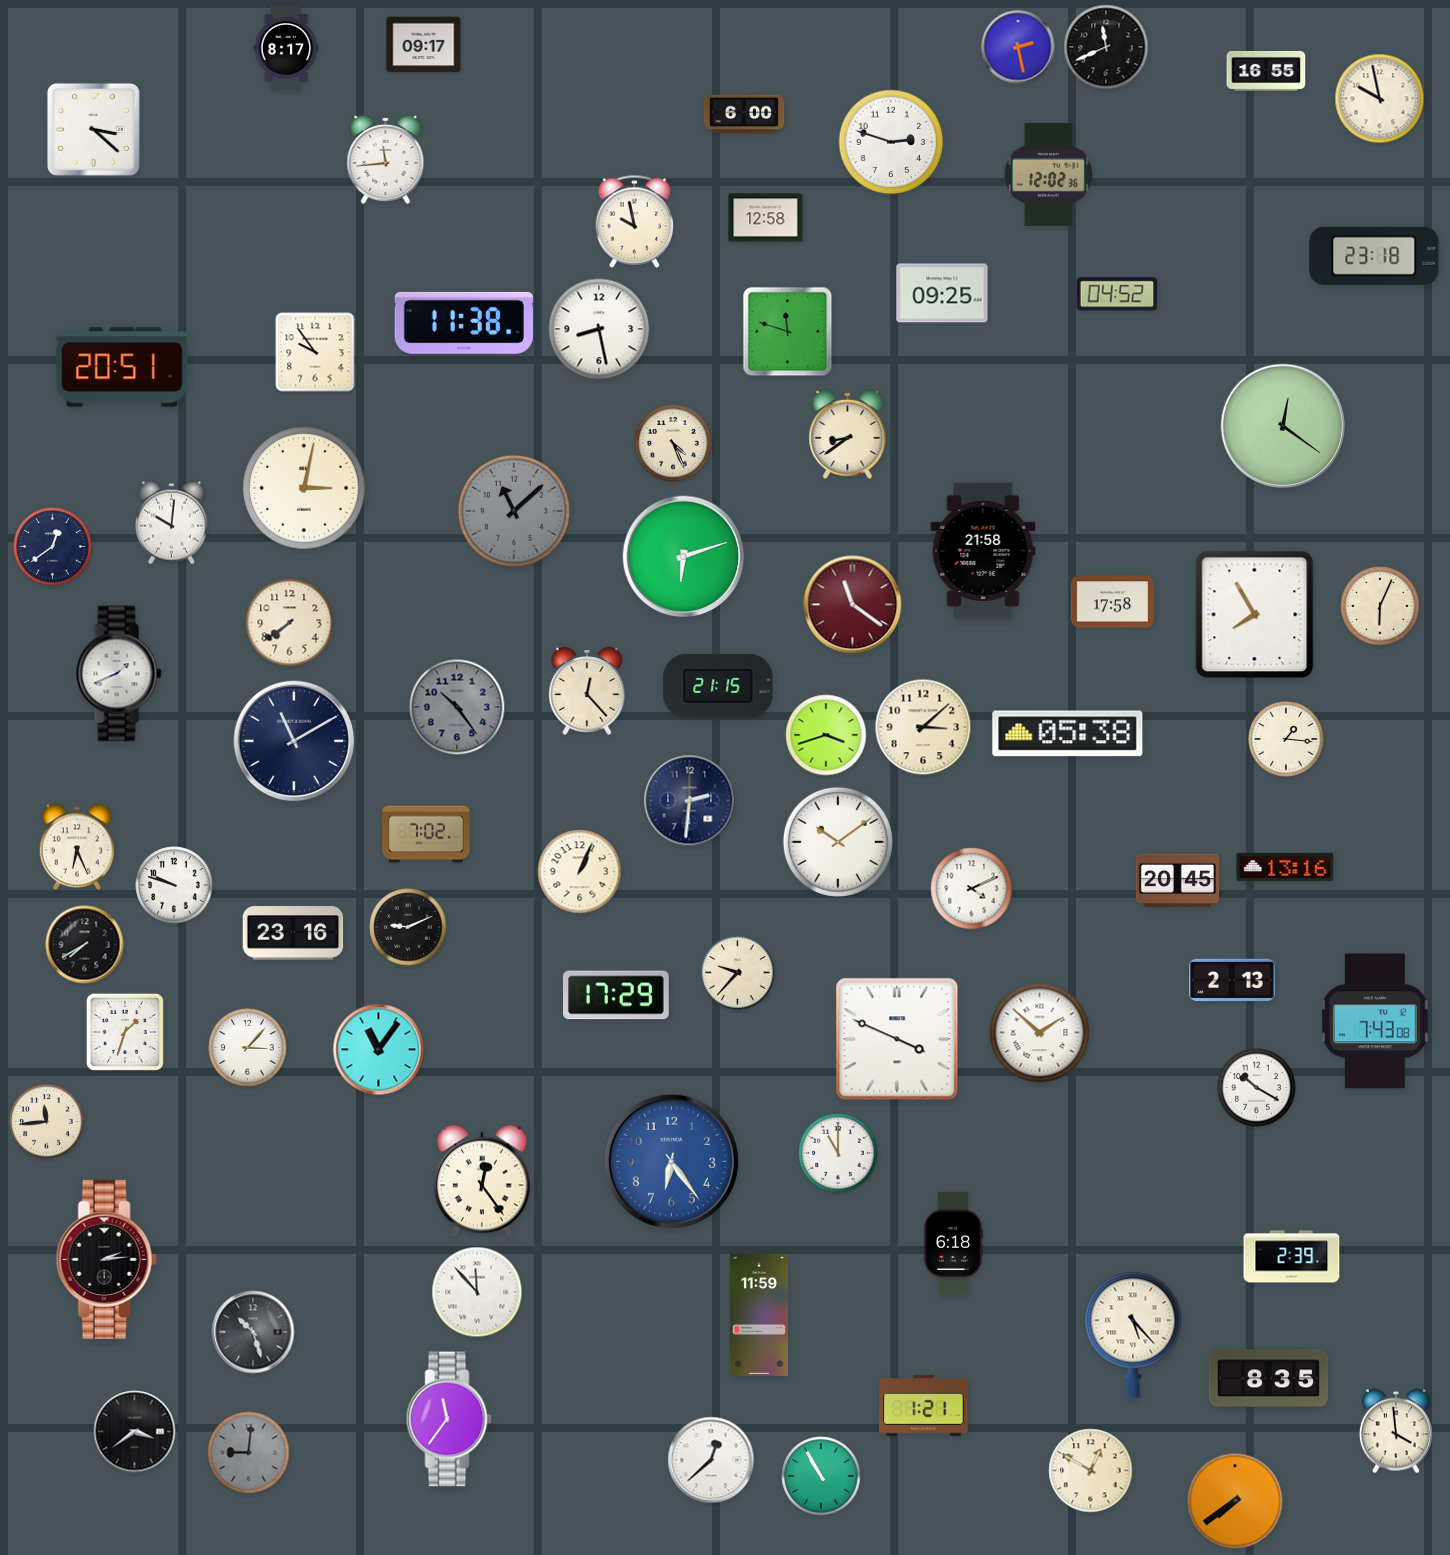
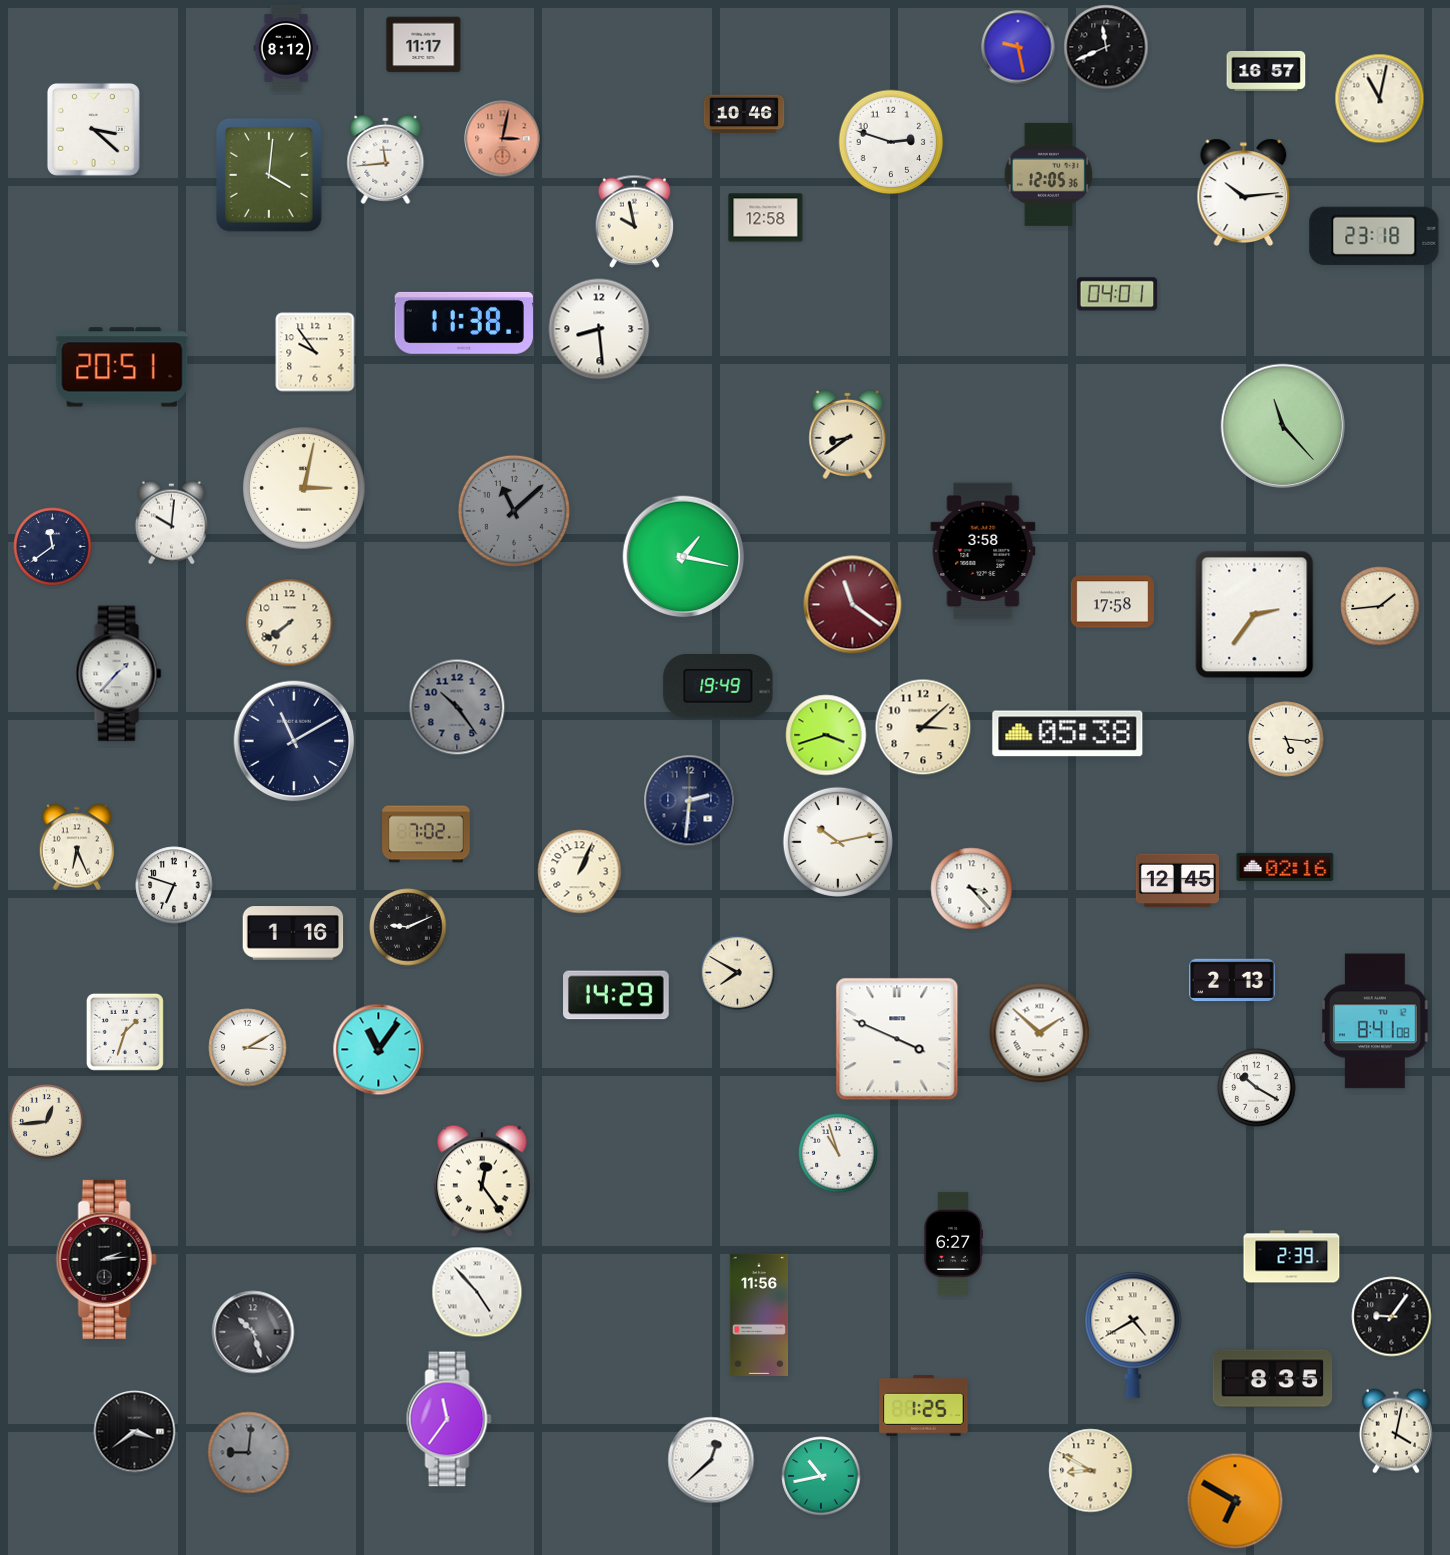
clock at (424, 45): 09:17 -> 11:17
clock at (1018, 47): 2:28 -> 9:28
clock at (286, 48): 8:17 -> 8:12
clock at (1266, 71): 16:55 -> 16:57
clock at (1380, 99): 9:58 -> 11:02
clock at (744, 114): 6:00 -> 10:46
clock at (503, 139): none -> 3:02
clock at (1048, 174): 12:02 -> 12:05
clock at (269, 175): none -> 4:01
clock at (1244, 192): none -> 10:14
clock at (1374, 256) position: (1374, 256) -> (1374, 236)
clock at (942, 293): 09:25 -> none
clock at (1117, 294): 04:52 -> 04:01
clock at (599, 329): 8:28 -> 8:29
clock at (788, 332): 11:48 -> none
clock at (1283, 426): 12:21 -> 11:23
clock at (673, 443): 4:26 -> none
clock at (53, 547): 12:39 -> 11:39
clock at (983, 551): 21:58 -> 3:58
clock at (684, 557): 6:12 -> 1:17
clock at (1380, 606): 6:04 -> 1:44
clock at (1255, 615): 7:55 -> 2:36
clock at (119, 674): 1:41 -> 1:37
clock at (718, 687): 21:15 -> 19:49
clock at (587, 691): 12:23 -> none
clock at (1286, 739): 1:16 -> 5:16
clock at (838, 842): 10:09 -> 10:13
clock at (1285, 867): 13:16 -> 02:16
clock at (1177, 881): 20:45 -> 12:45
clock at (174, 885): 9:48 -> 6:48
clock at (972, 889): 4:11 -> 3:23
clock at (293, 933): 23:16 -> 1:16
clock at (85, 945): 7:40 -> none
clock at (738, 973): 9:37 -> 7:50
clock at (617, 995): 17:29 -> 14:29
clock at (1375, 1021): 7:43 -> 8:41
clock at (248, 1048): 3:07 -> 3:10
clock at (47, 1122): 11:44 -> 12:44
clock at (838, 1153): 11:00 -> 10:57
clock at (671, 1161): 6:24 -> none
clock at (952, 1243): 6:18 -> 6:27
clock at (477, 1292): 11:53 -> 4:53
clock at (758, 1315): 11:59 -> 11:56
clock at (1392, 1317): none -> 9:06
clock at (1133, 1335): 5:23 -> 4:40
clock at (1269, 1379) position: (1269, 1379) -> (1273, 1379)
clock at (924, 1406): 1:21 -> 1:25
clock at (1396, 1431): 3:59 -> 4:02
clock at (1091, 1471): 12:50 -> 8:50
clock at (821, 1476): 10:55 -> 10:43
clock at (1235, 1501): 7:39 -> 6:50
